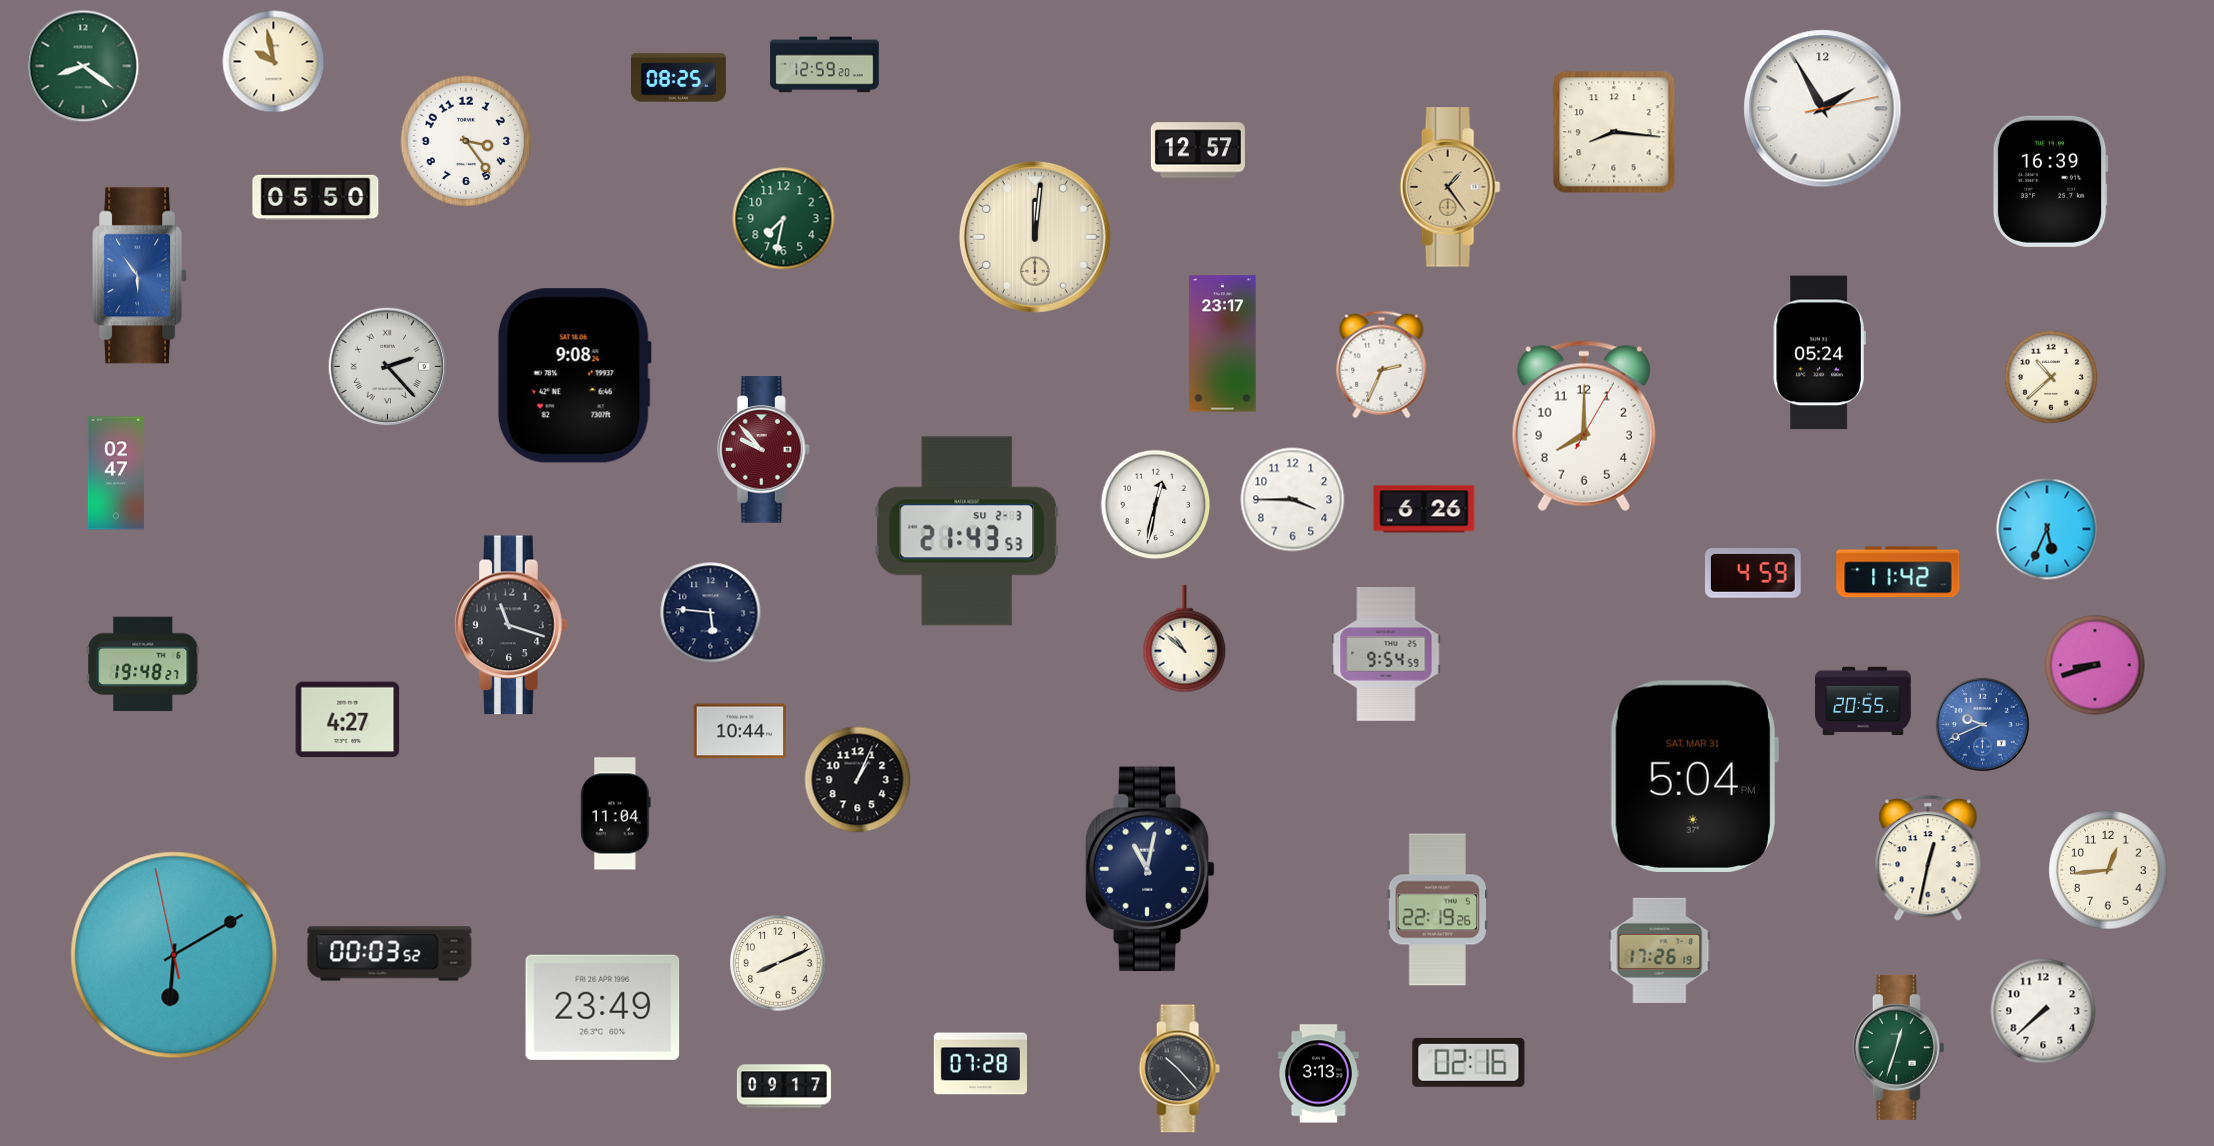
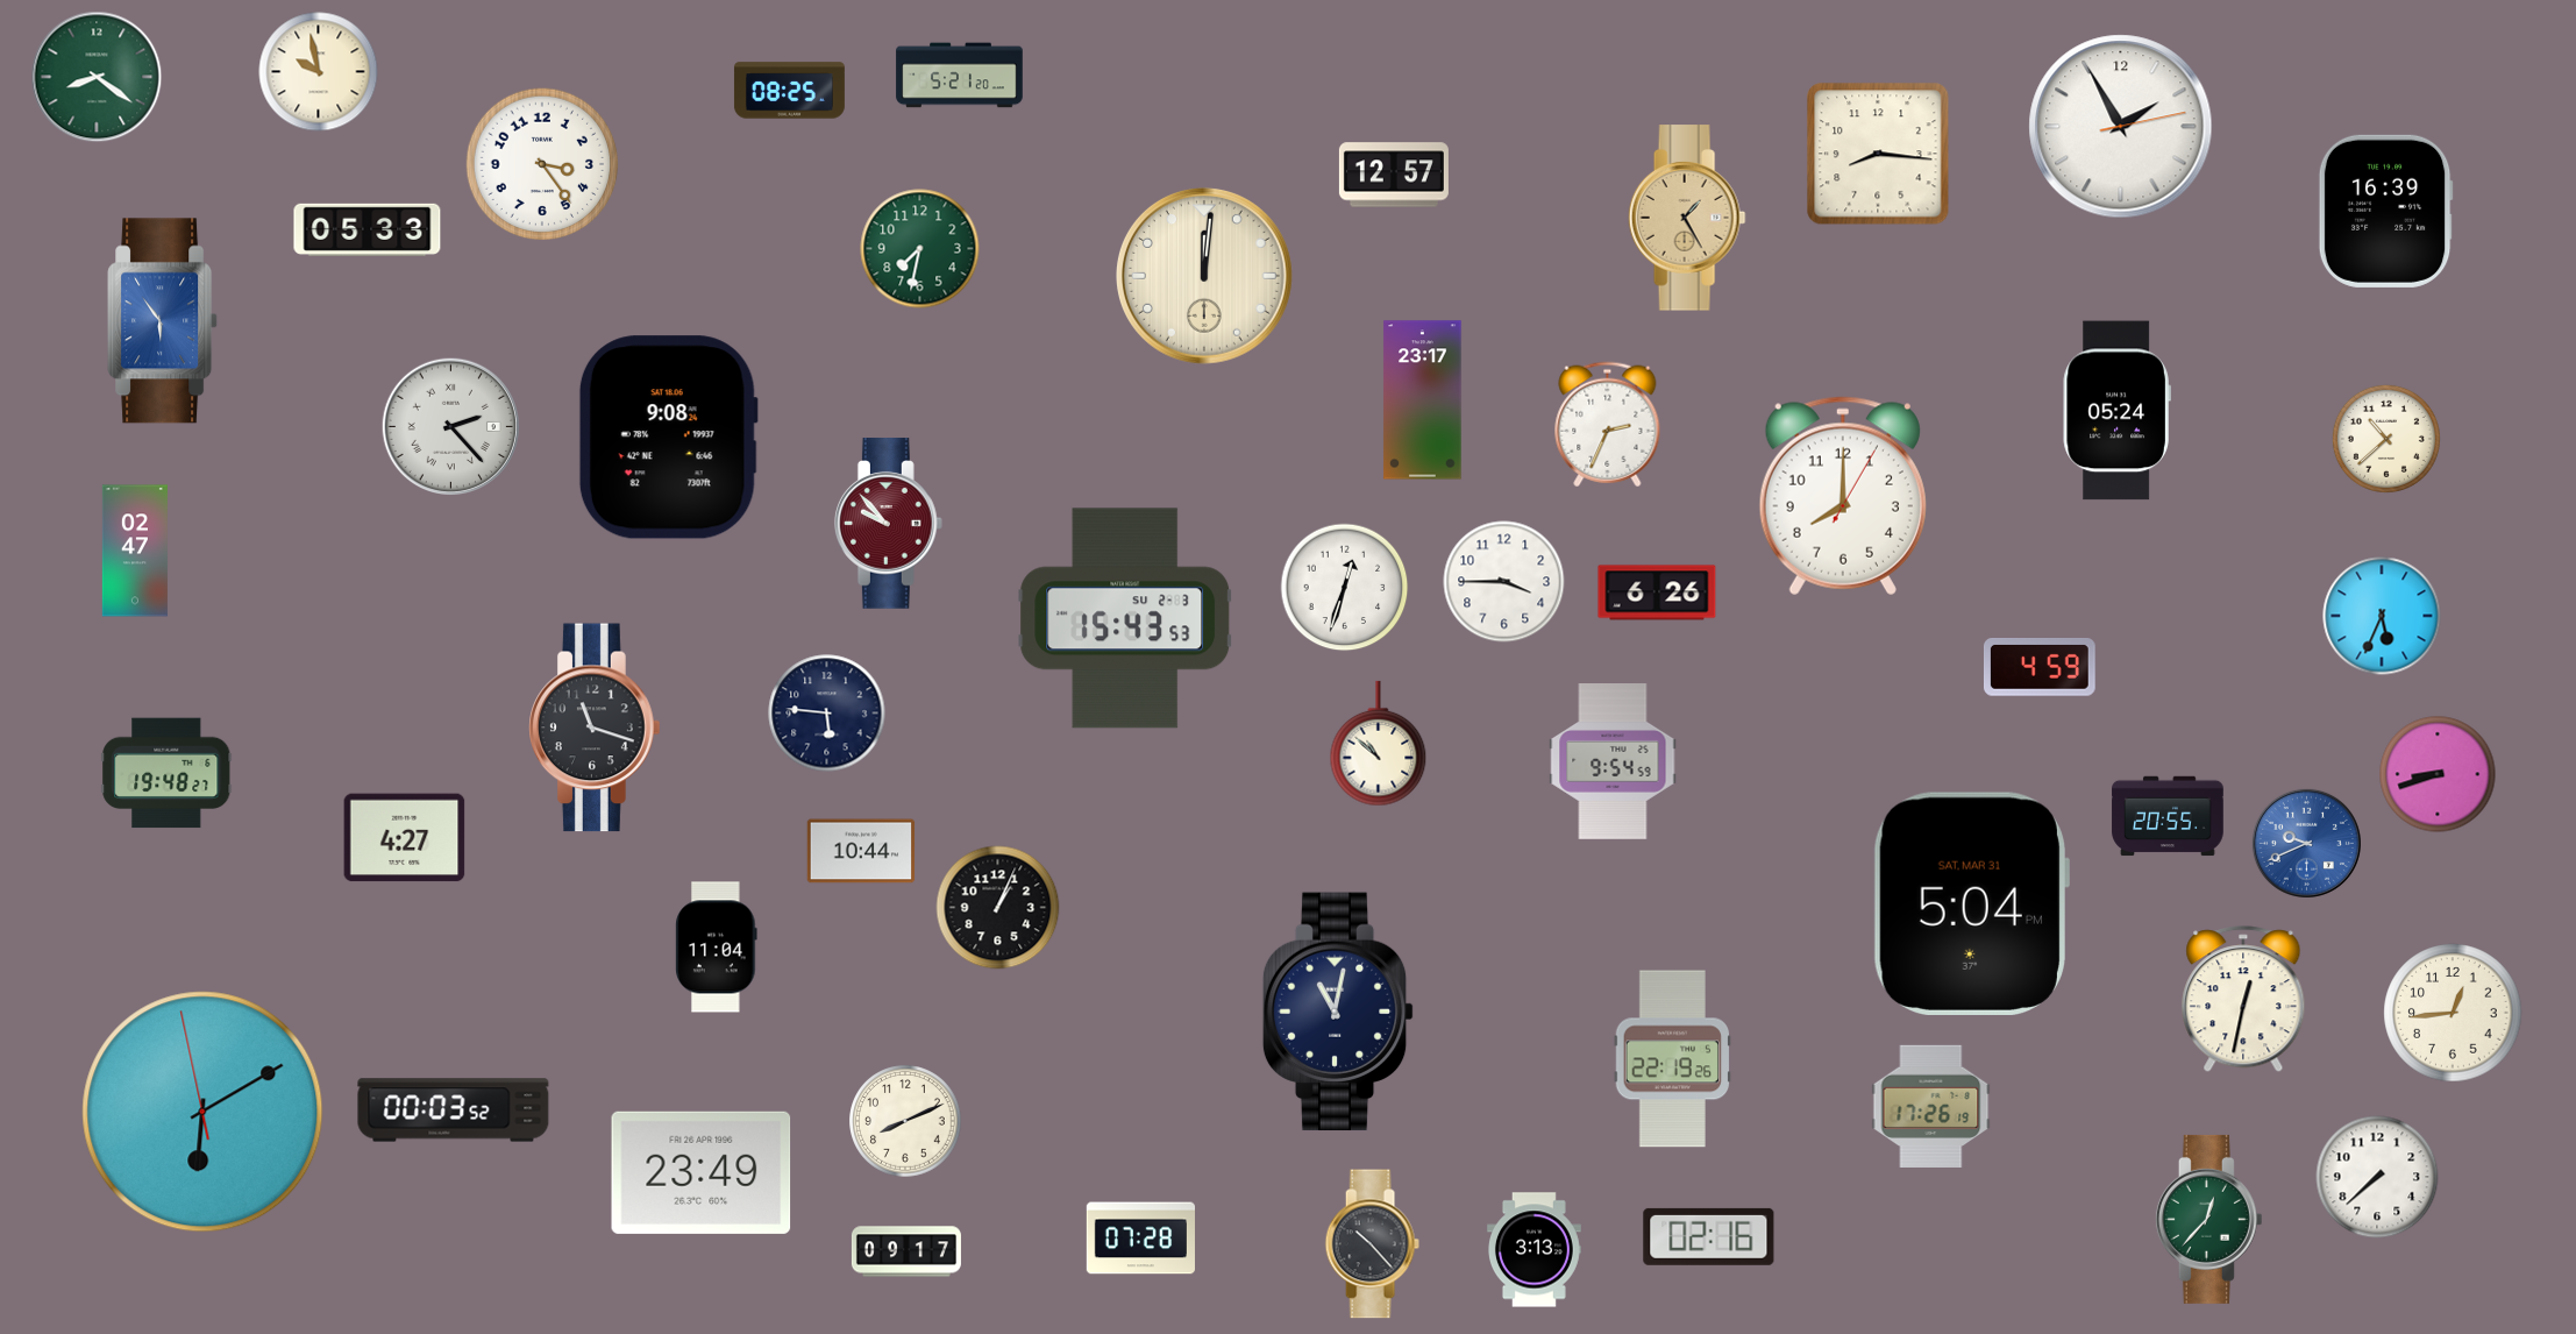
clock at (825, 65): 12:59 -> 5:21
clock at (1450, 187): 1:24 -> 1:25
clock at (316, 197): 05:50 -> 05:33
clock at (784, 219) position: (784, 219) -> (920, 249)
clock at (1156, 505): 12:32 -> 12:33
clock at (967, 531): 21:43 -> 15:43
clock at (1898, 572): 11:42 -> none
clock at (1898, 1047): 12:33 -> 12:37
clock at (784, 1086) position: (784, 1086) -> (906, 1251)
